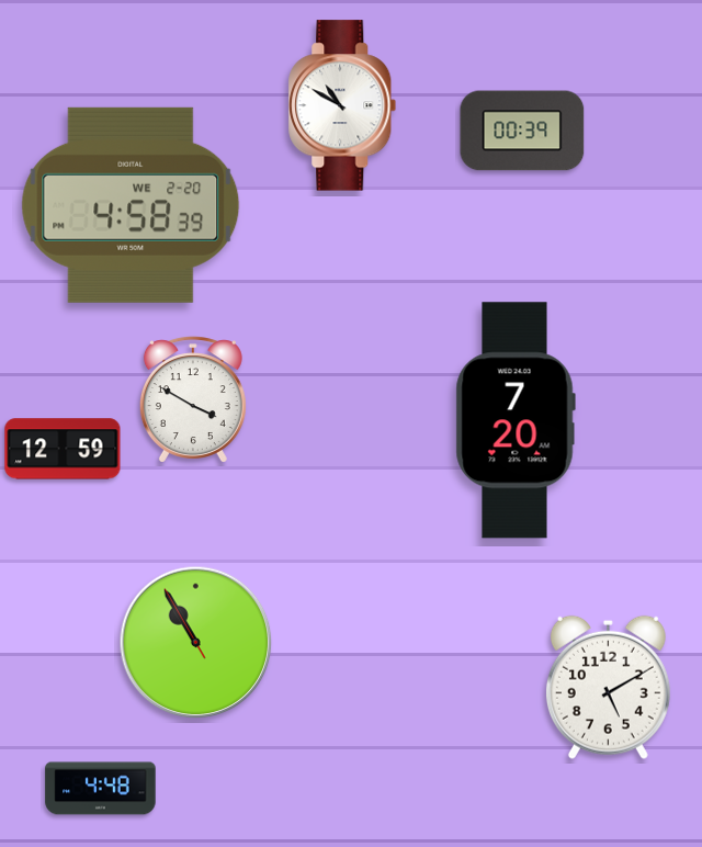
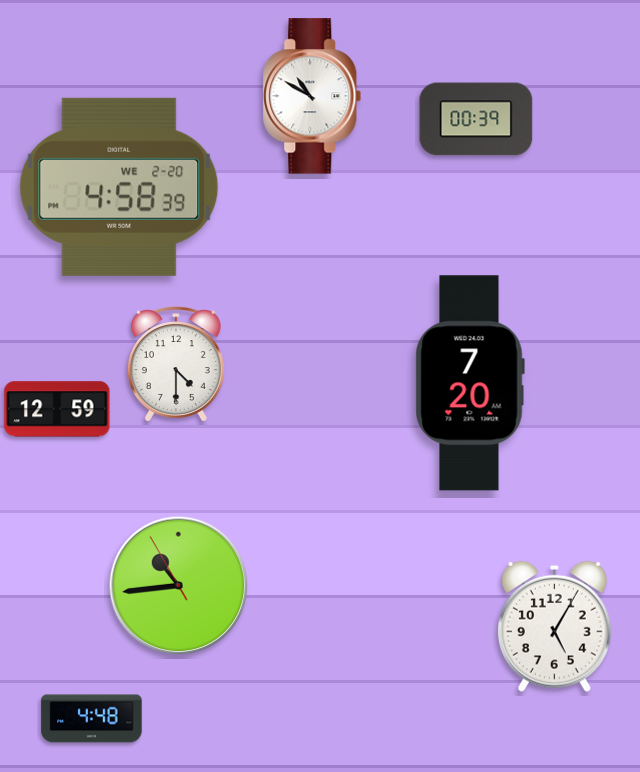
clock at (193, 399): 3:50 -> 4:30
clock at (196, 643): 10:54 -> 10:43
clock at (608, 687): 5:10 -> 5:05
